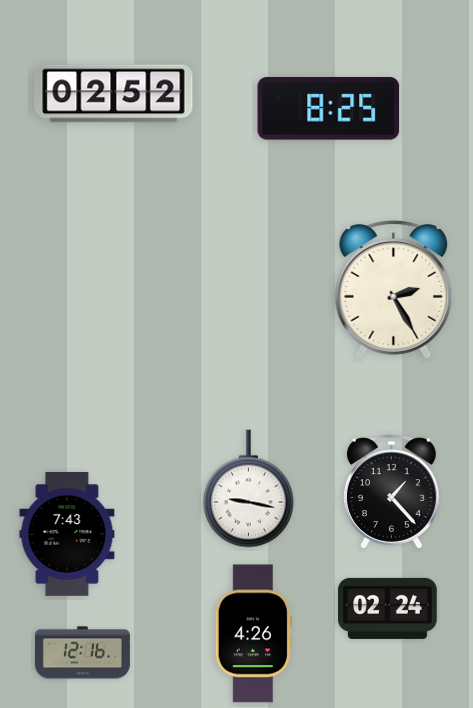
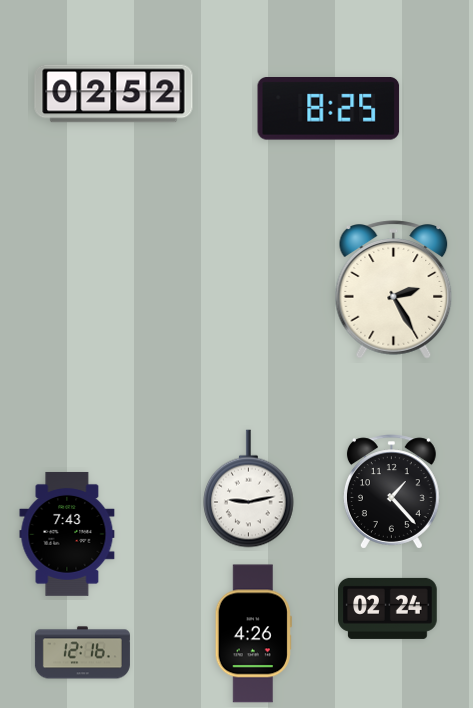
clock at (249, 489): 9:17 -> 9:13
